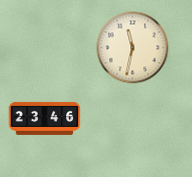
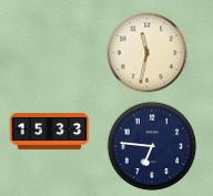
clock at (45, 118): 23:46 -> 15:33
clock at (152, 146): none -> 6:46
